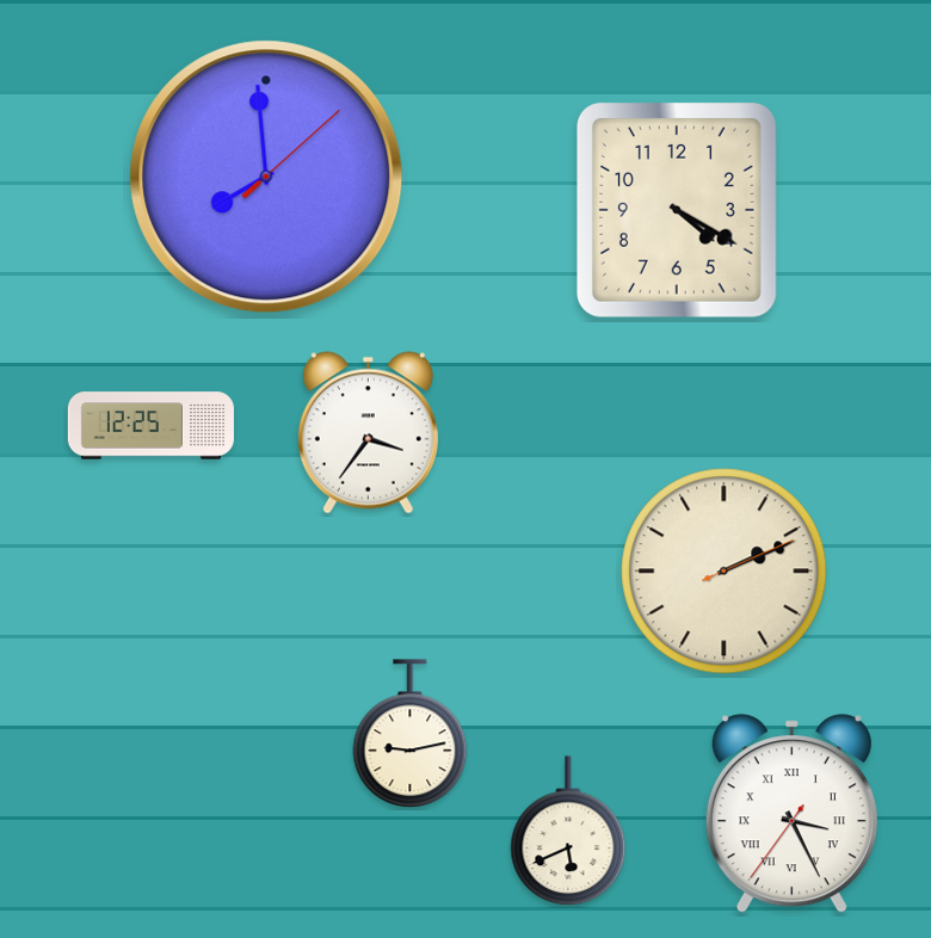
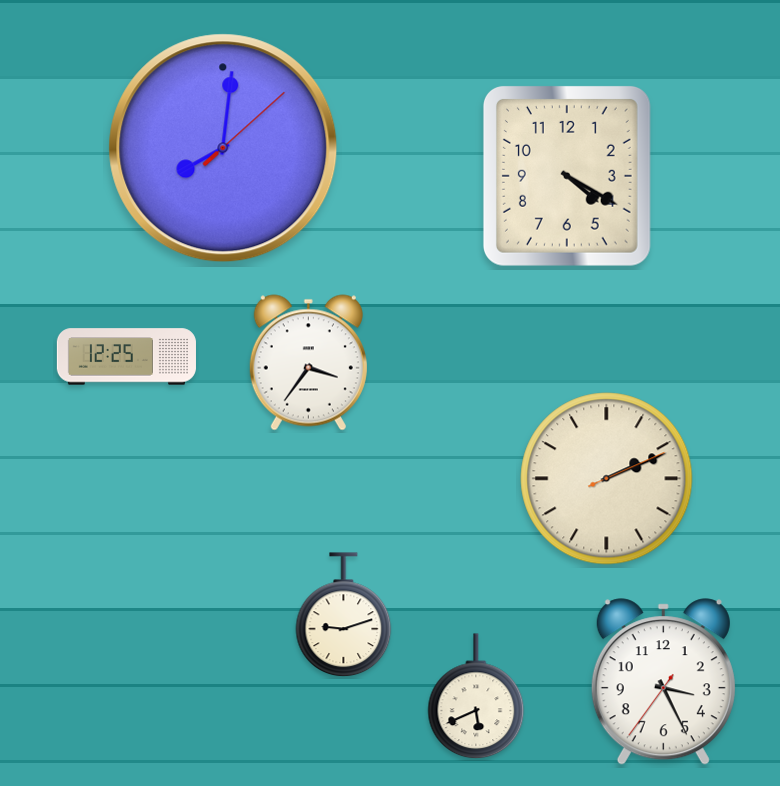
clock at (266, 177): 7:59 -> 8:01
clock at (411, 734): 9:13 -> 9:12
clock at (791, 814) numerals: Roman -> Arabic
